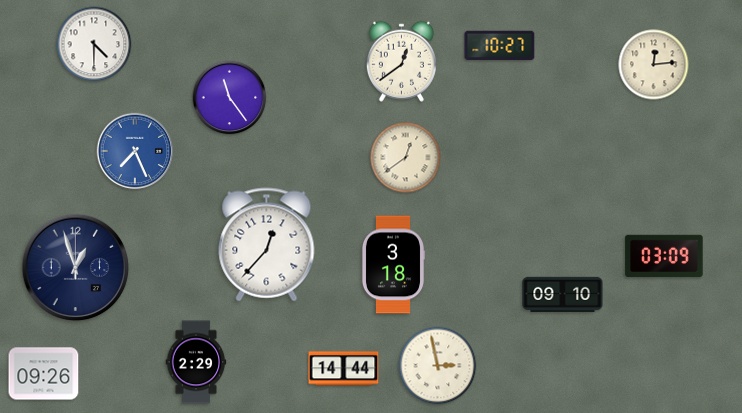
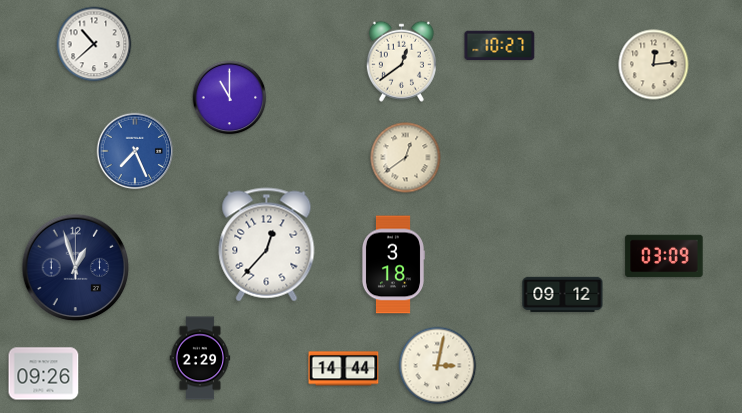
clock at (94, 44): 4:30 -> 10:38
clock at (230, 98): 11:24 -> 11:00
clock at (563, 294): 09:10 -> 09:12
clock at (196, 362) position: (196, 362) -> (200, 358)
clock at (438, 366): 2:58 -> 3:02
